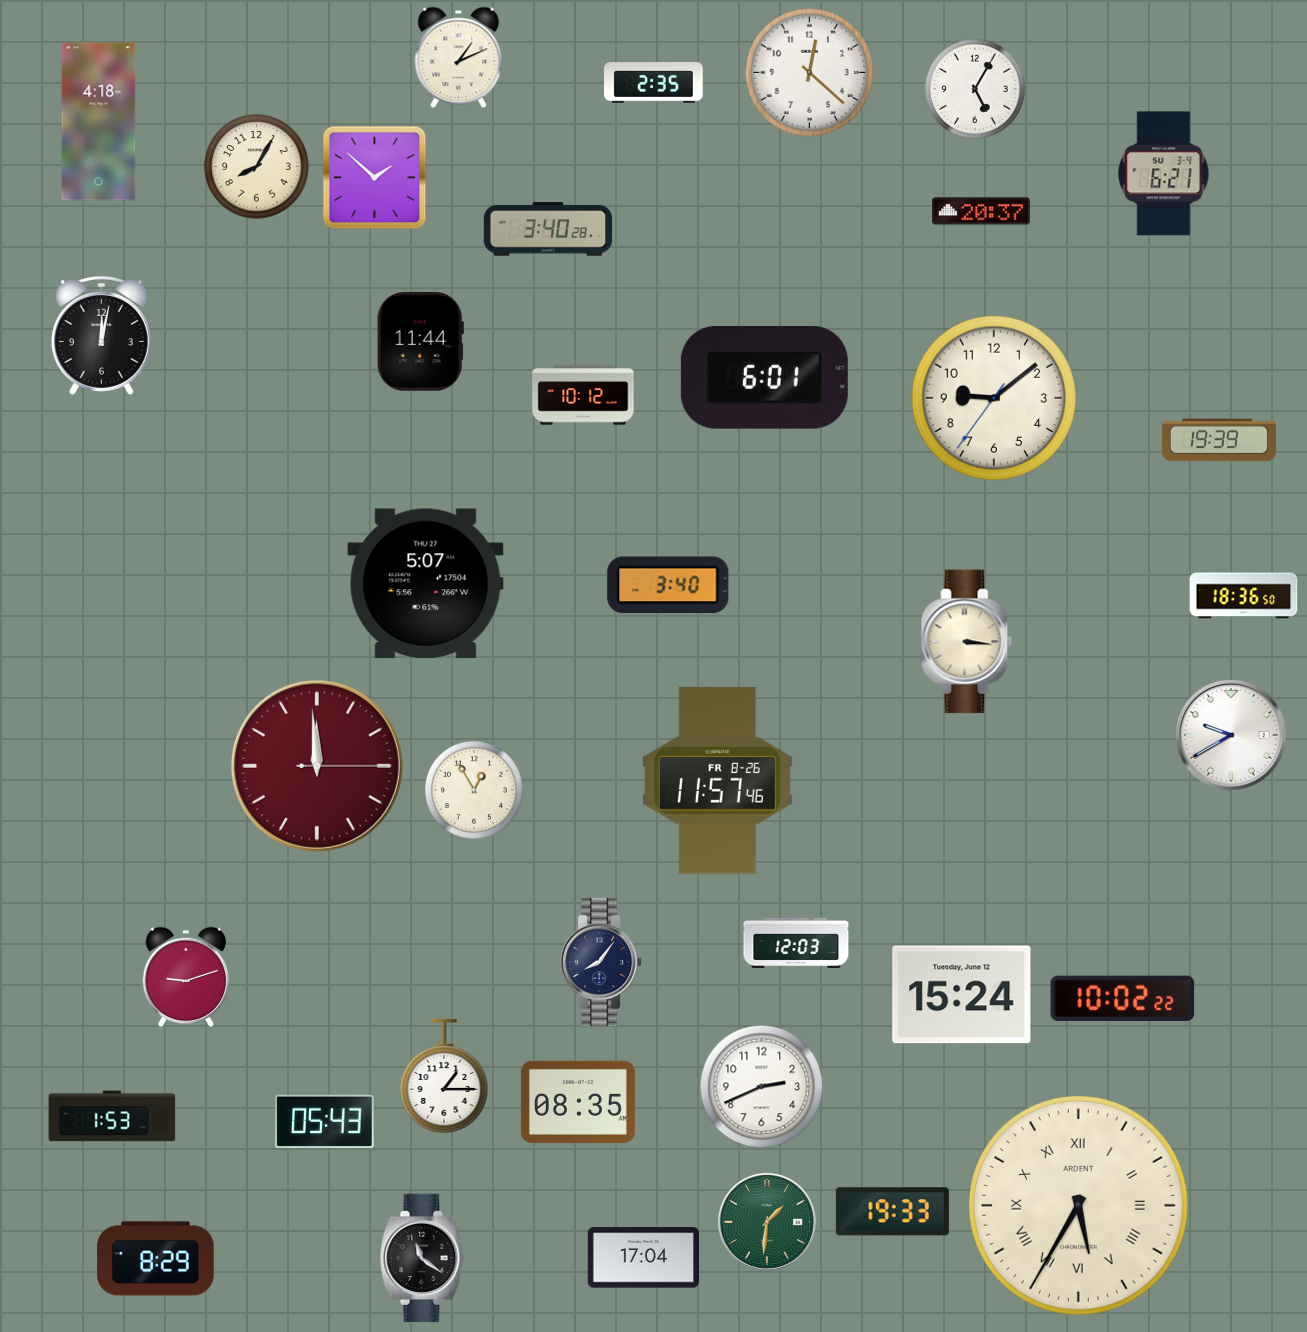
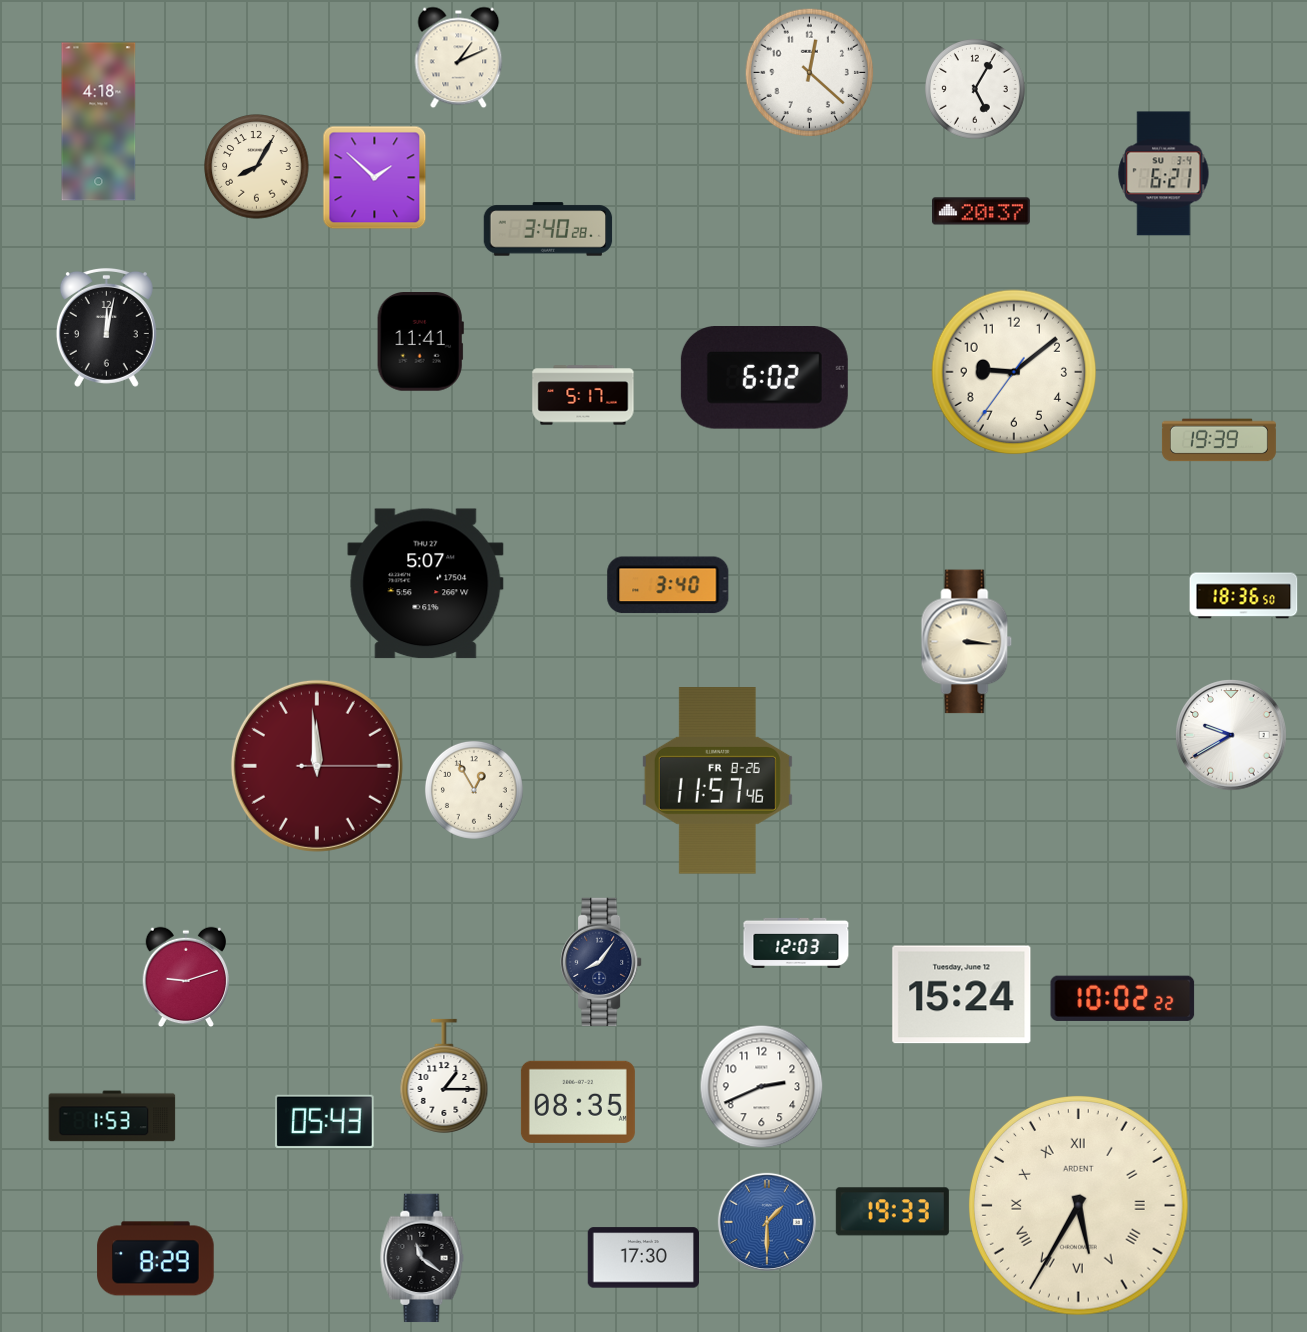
clock at (654, 83): 2:35 -> none
clock at (101, 335) position: (101, 335) -> (106, 327)
clock at (420, 342): 11:44 -> 11:41
clock at (764, 378): 6:01 -> 6:02
clock at (583, 395): 10:12 -> 5:17
clock at (994, 398) position: (994, 398) -> (1014, 372)
clock at (767, 1222): 1:31 -> 1:30
clock at (767, 1222) dial: green -> blue
clock at (643, 1258): 17:04 -> 17:30
